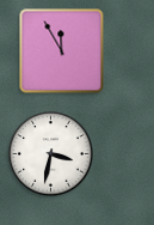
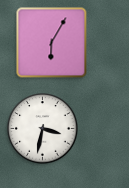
clock at (62, 51): 11:55 -> 6:05
